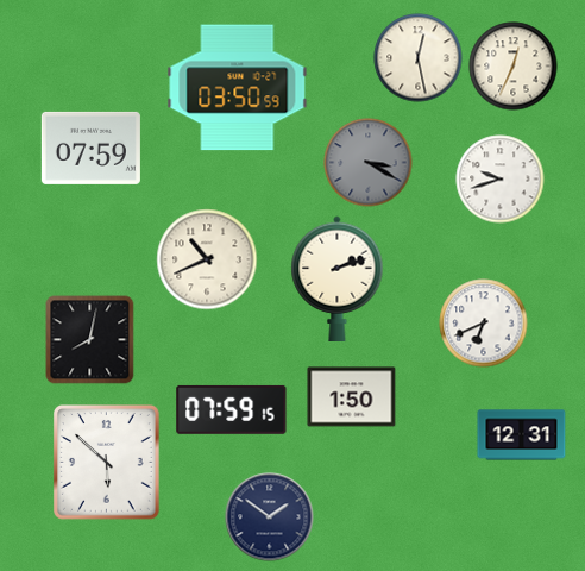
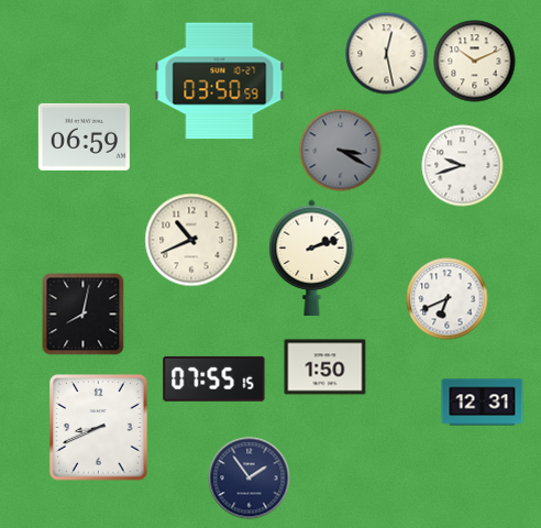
clock at (514, 67): 12:34 -> 10:11
clock at (90, 148): 07:59 -> 06:59
clock at (232, 409): 07:59 -> 07:55
clock at (107, 463): 5:52 -> 8:41
clock at (270, 517): 1:51 -> 1:54
